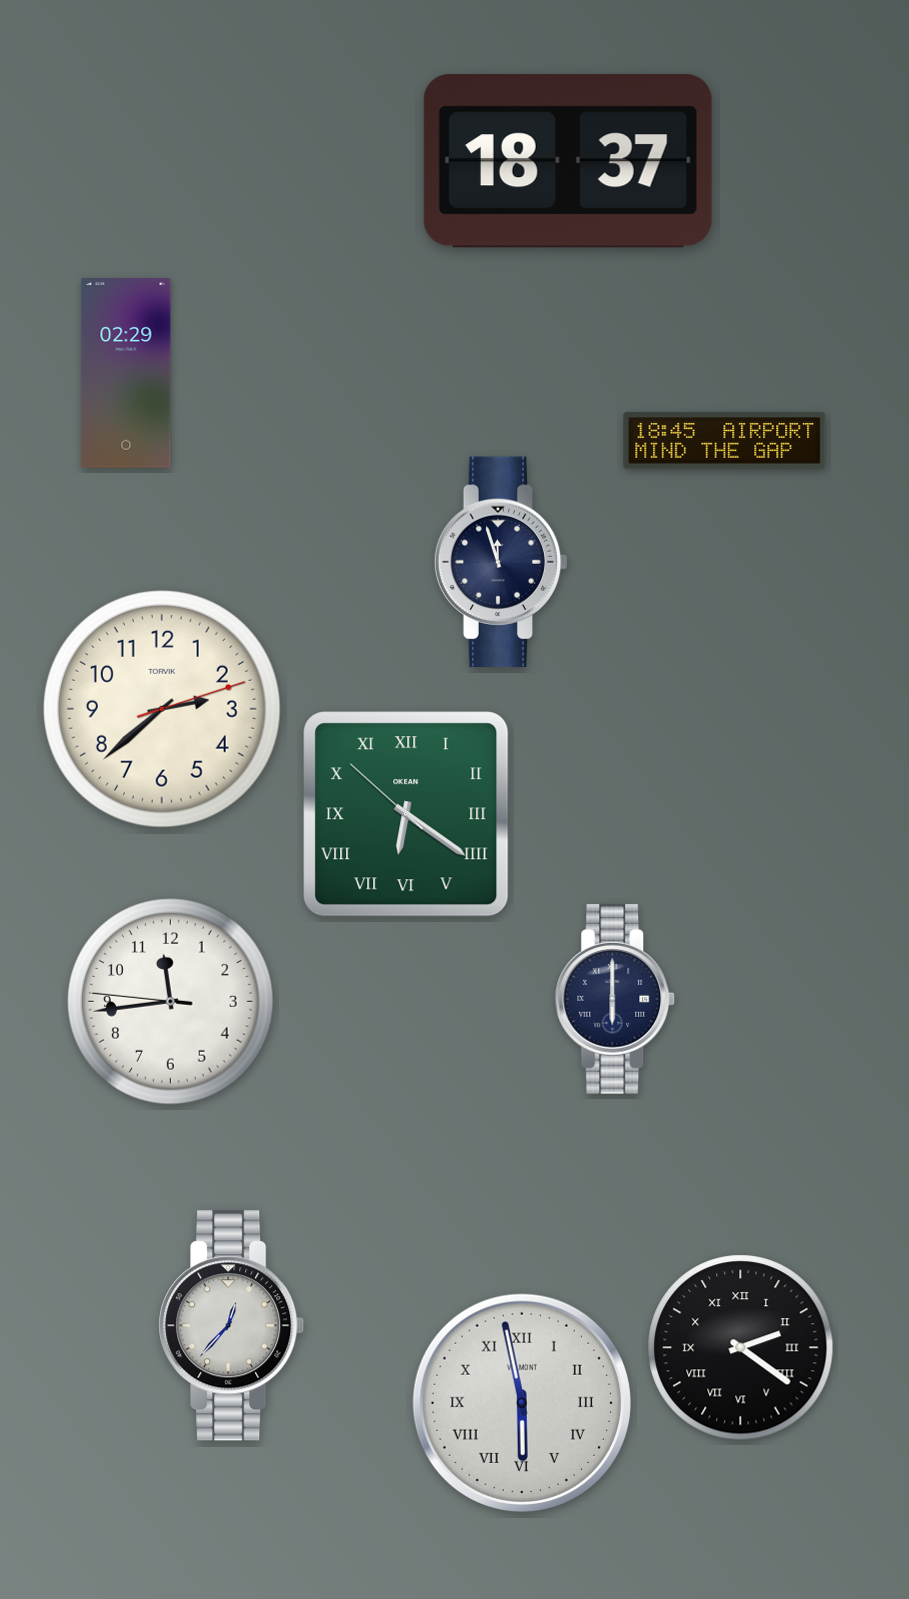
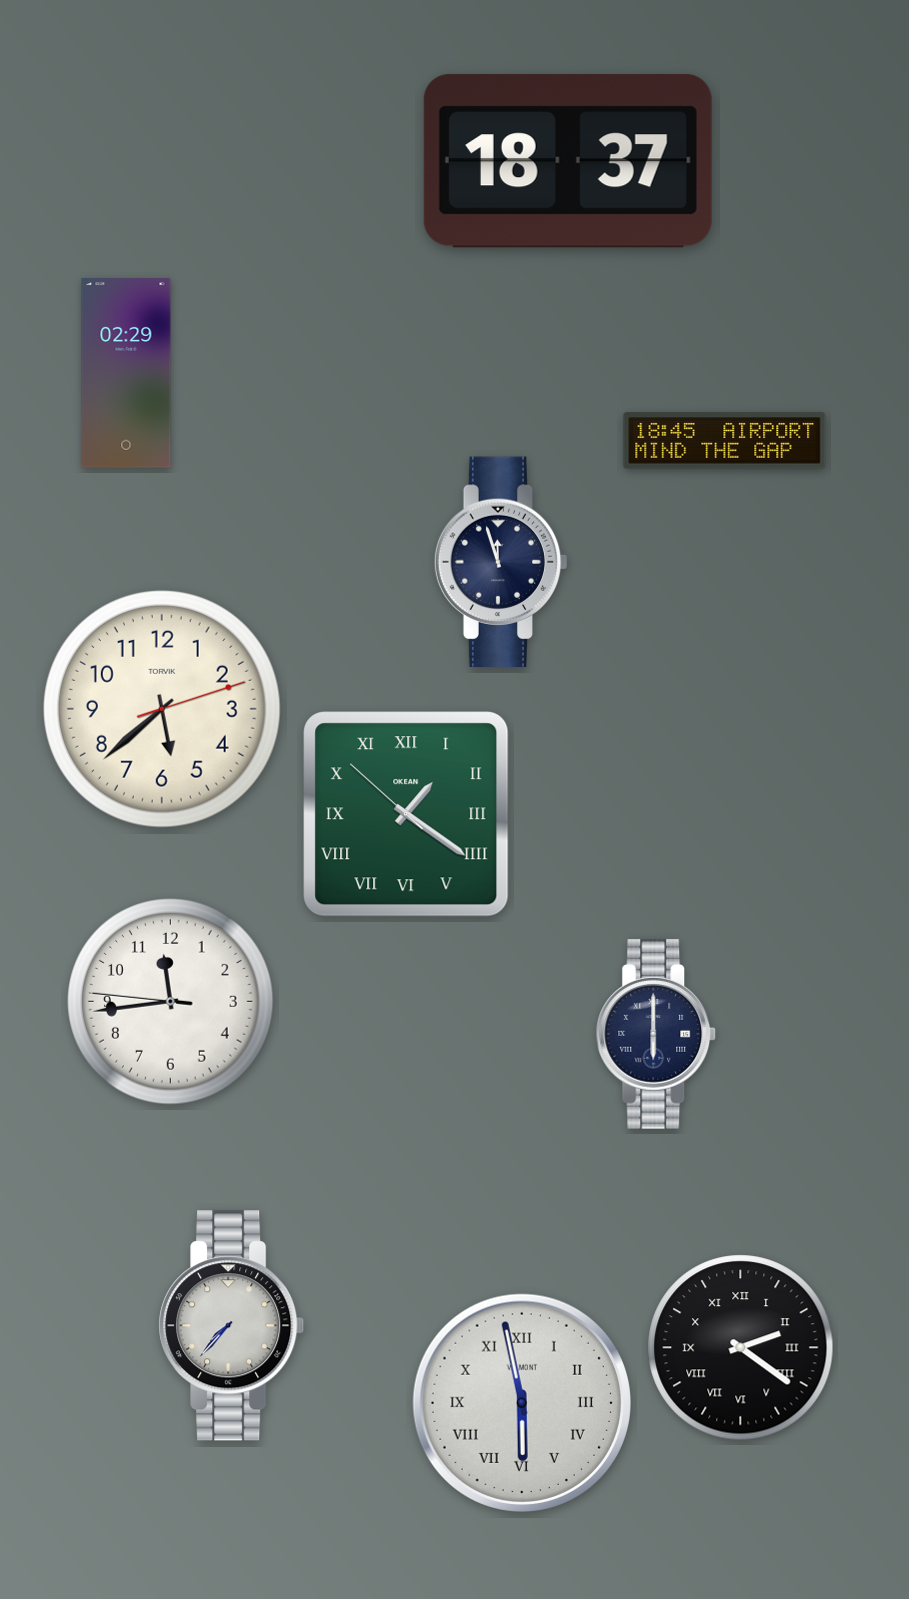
clock at (162, 709): 2:38 -> 5:38
clock at (406, 814): 6:20 -> 1:20
clock at (615, 999) position: (615, 999) -> (656, 1034)
clock at (232, 1326): 12:37 -> 7:37
